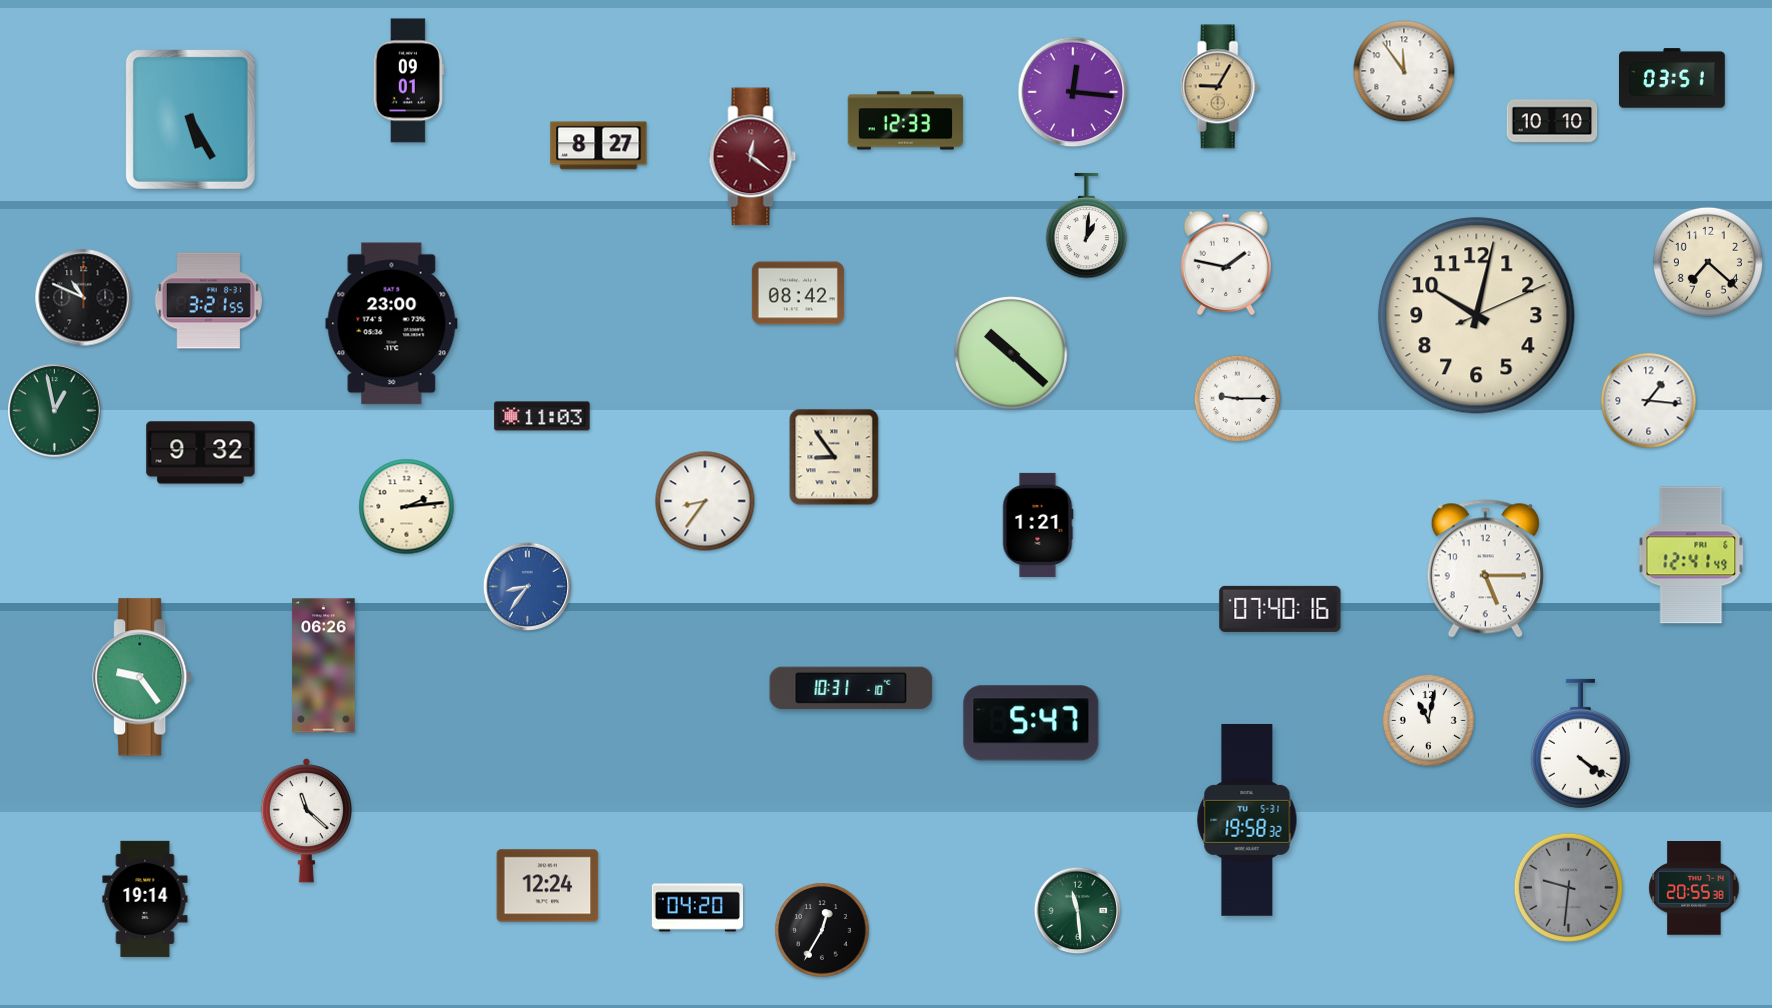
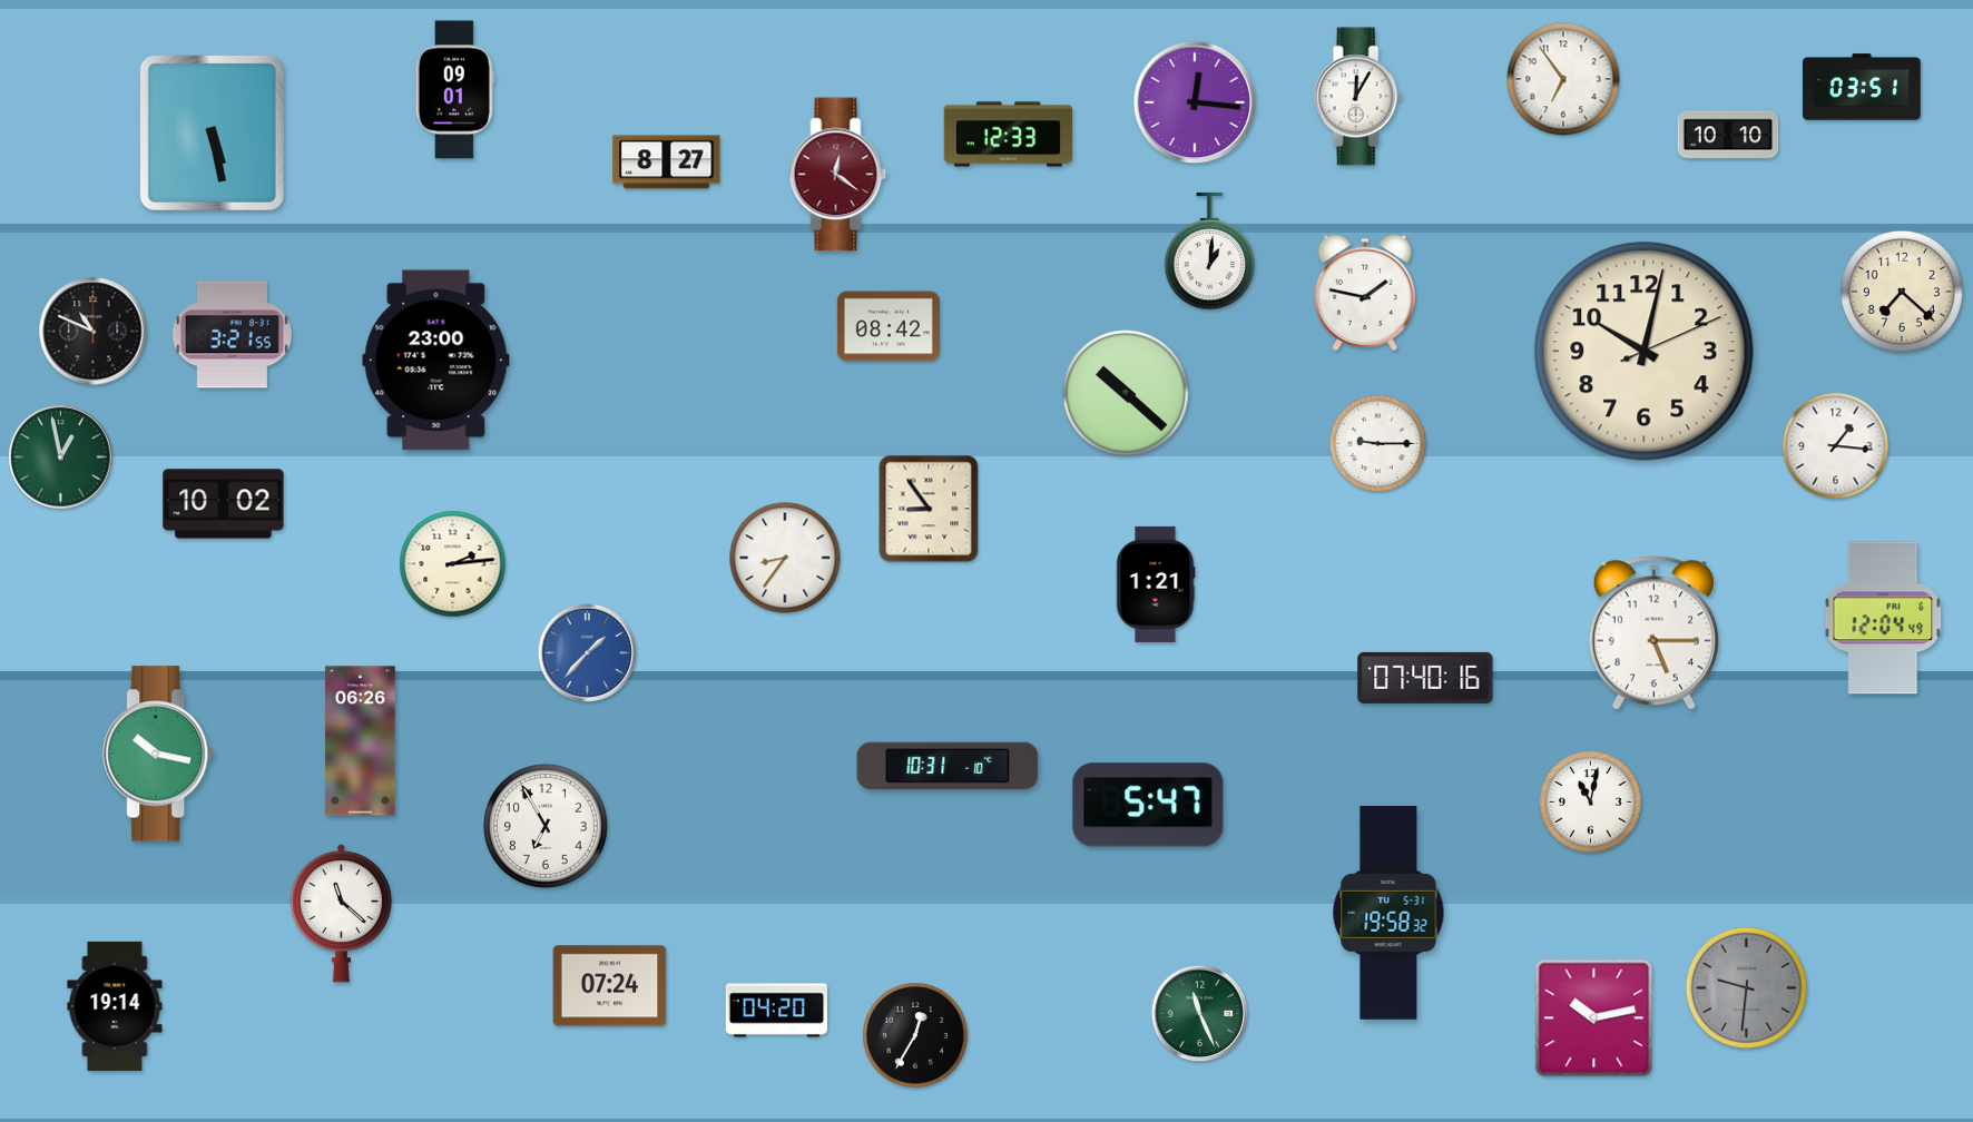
clock at (1404, 71): 11:54 -> 6:54
clock at (1219, 87): 9:05 -> 12:05
clock at (1219, 87) dial: champagne -> white
clock at (190, 119): 5:25 -> 5:28
clock at (542, 416): 11:03 -> none
clock at (201, 453): 9:32 -> 10:02
clock at (1691, 555): 12:41 -> 12:04
clock at (527, 586): 8:36 -> 1:37
clock at (143, 677): 9:24 -> 10:17
clock at (546, 826): none -> 6:55
clock at (1580, 743): 4:21 -> none
clock at (548, 886): 12:24 -> 07:24
clock at (1694, 889): 20:55 -> none
clock at (145, 899) position: (145, 899) -> (115, 1006)
clock at (1078, 911): 11:29 -> 11:26
clock at (1594, 1018): none -> 10:13
